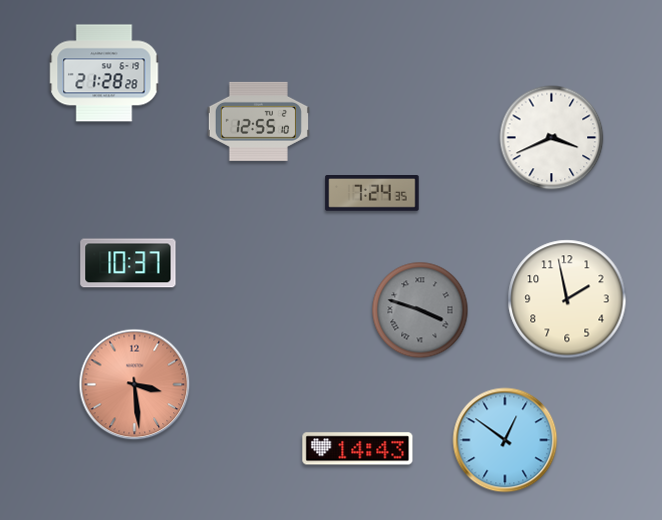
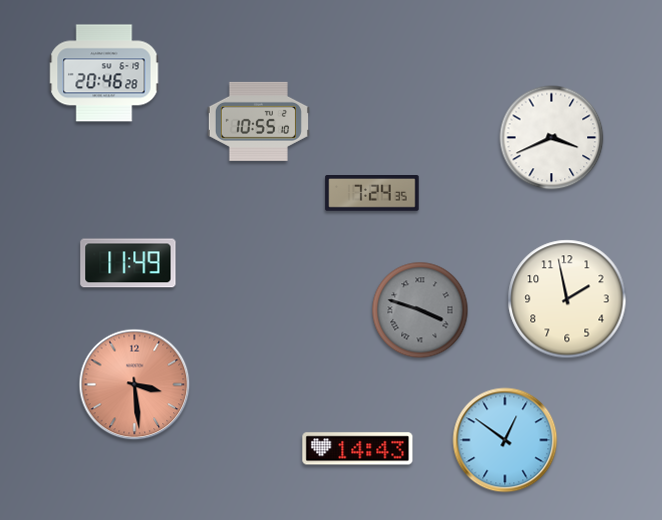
clock at (104, 73): 21:28 -> 20:46
clock at (258, 121): 12:55 -> 10:55
clock at (128, 263): 10:37 -> 11:49
